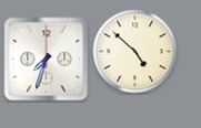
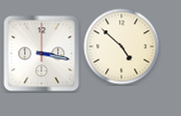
clock at (47, 60): 7:33 -> 3:17
